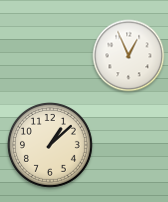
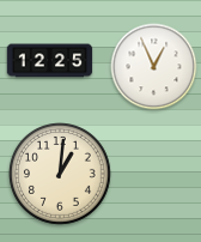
clock at (50, 61): none -> 12:25
clock at (51, 146): 1:08 -> 1:01
